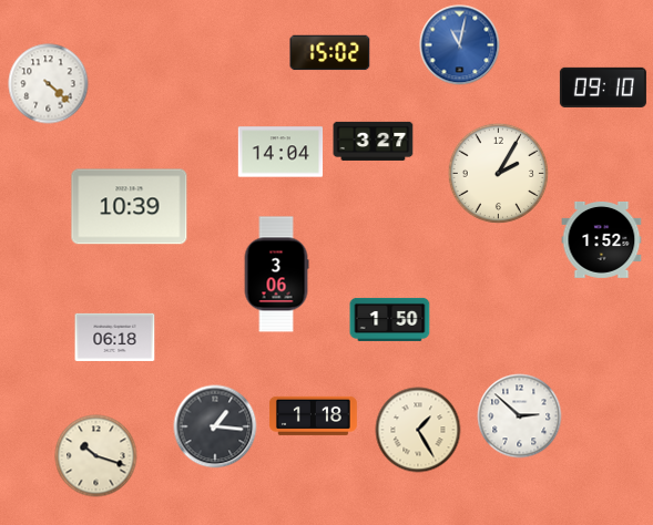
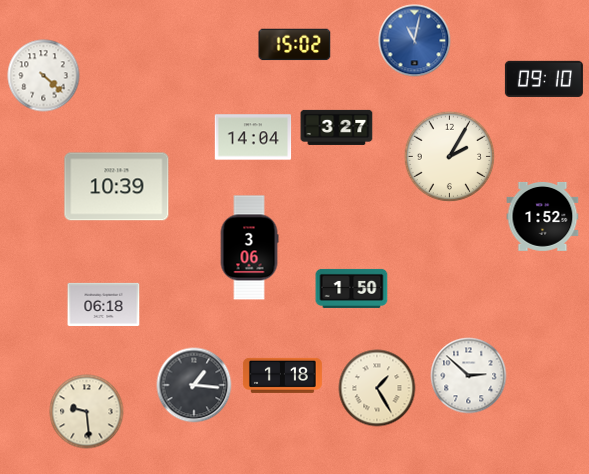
clock at (330, 53) position: (330, 53) -> (295, 45)
clock at (96, 456): 10:18 -> 9:29
